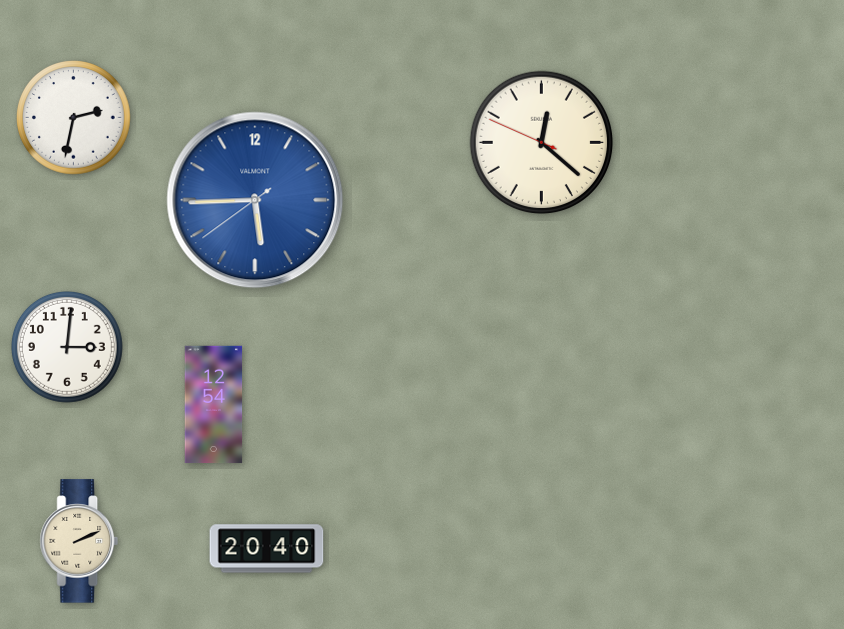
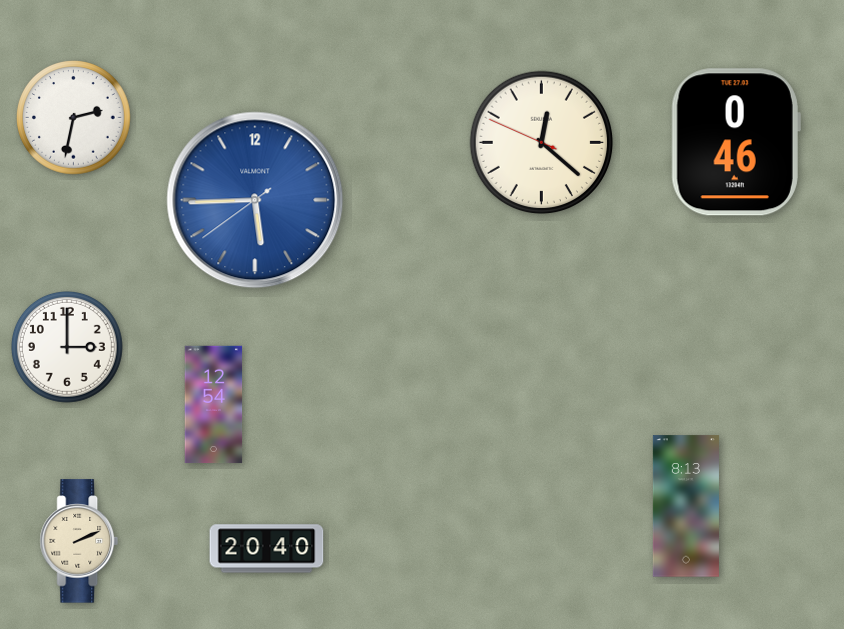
clock at (736, 142): none -> 0:46
clock at (67, 347): 3:01 -> 3:00
clock at (686, 506): none -> 8:13
